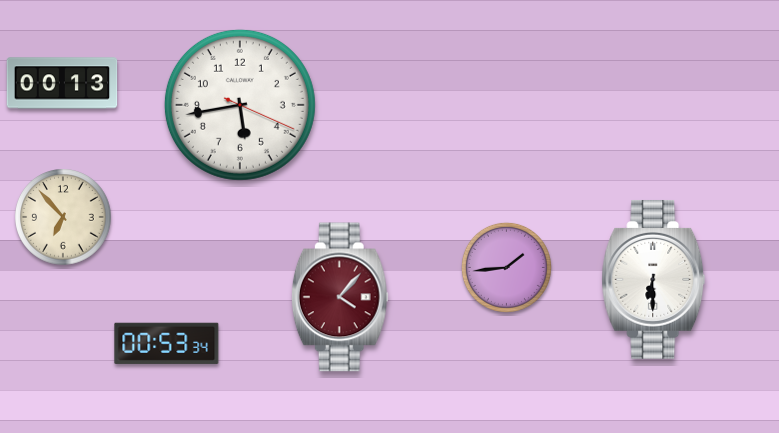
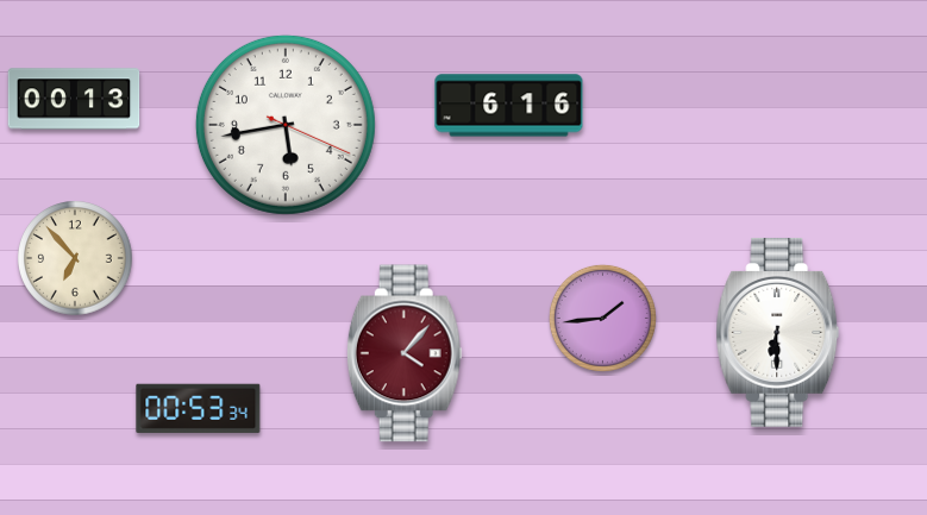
clock at (509, 106): none -> 6:16
